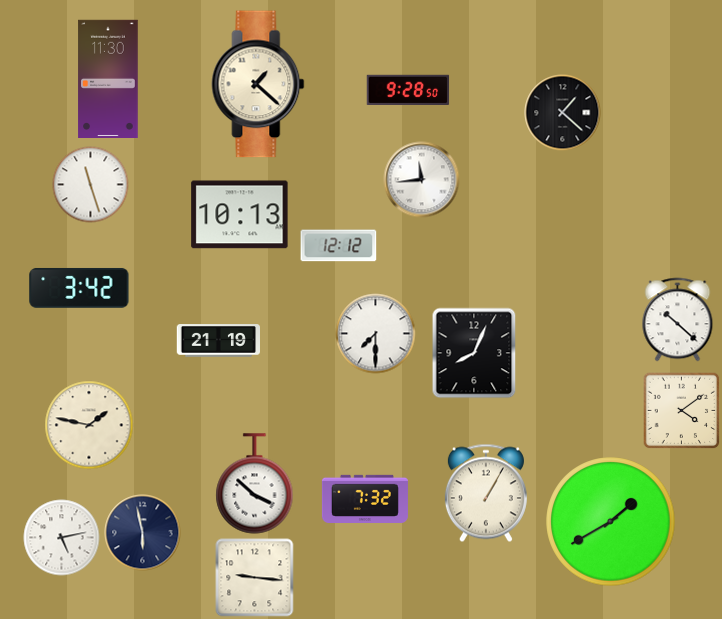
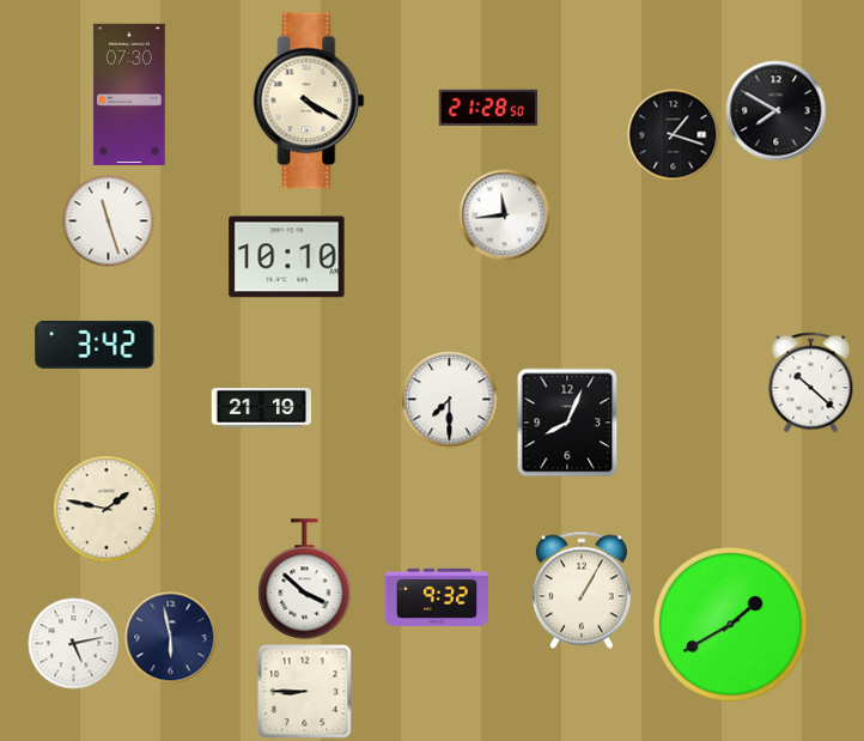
clock at (108, 78): 11:30 -> 07:30
clock at (258, 84): 1:22 -> 4:20
clock at (408, 89): 9:28 -> 21:28
clock at (777, 111): none -> 7:50
clock at (563, 113): 1:22 -> 1:18
clock at (240, 215): 10:13 -> 10:10
clock at (339, 246): 12:12 -> none
clock at (681, 410): 4:09 -> none
clock at (365, 498): 7:32 -> 9:32
clock at (255, 578): 9:16 -> 8:45
